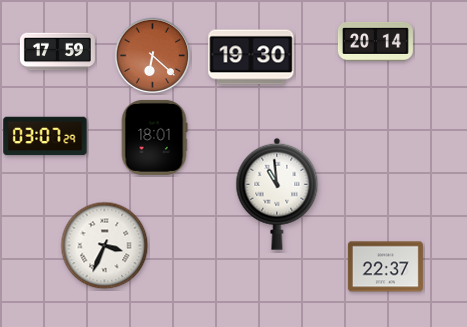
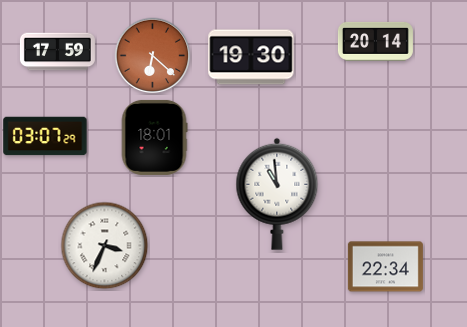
clock at (385, 267): 22:37 -> 22:34
